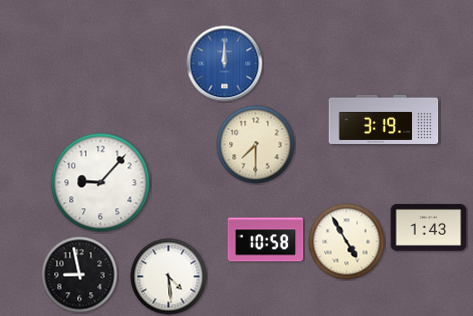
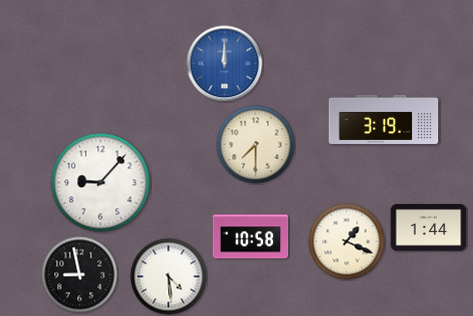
clock at (429, 228): 1:43 -> 1:44
clock at (266, 240) position: (266, 240) -> (251, 237)
clock at (347, 242): 4:55 -> 1:19
